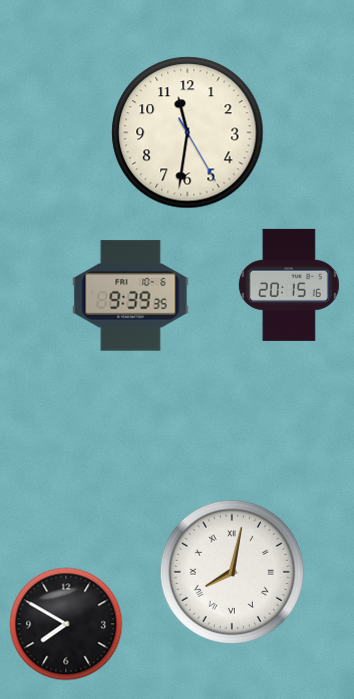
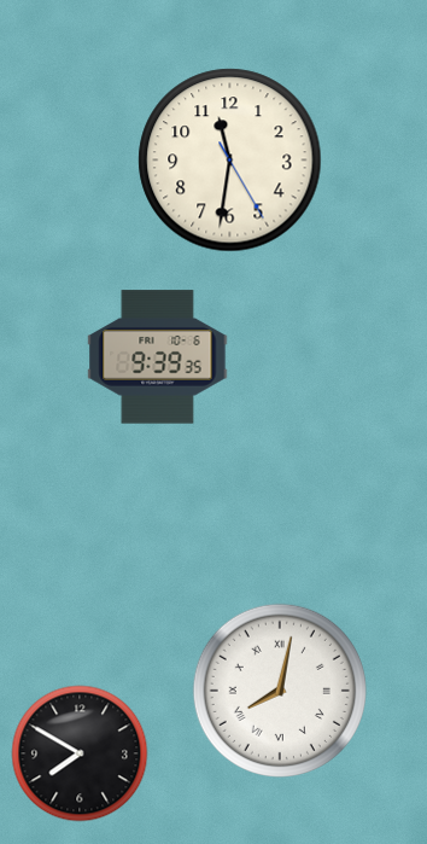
clock at (188, 133) position: (188, 133) -> (230, 161)
clock at (289, 285): 20:15 -> none
